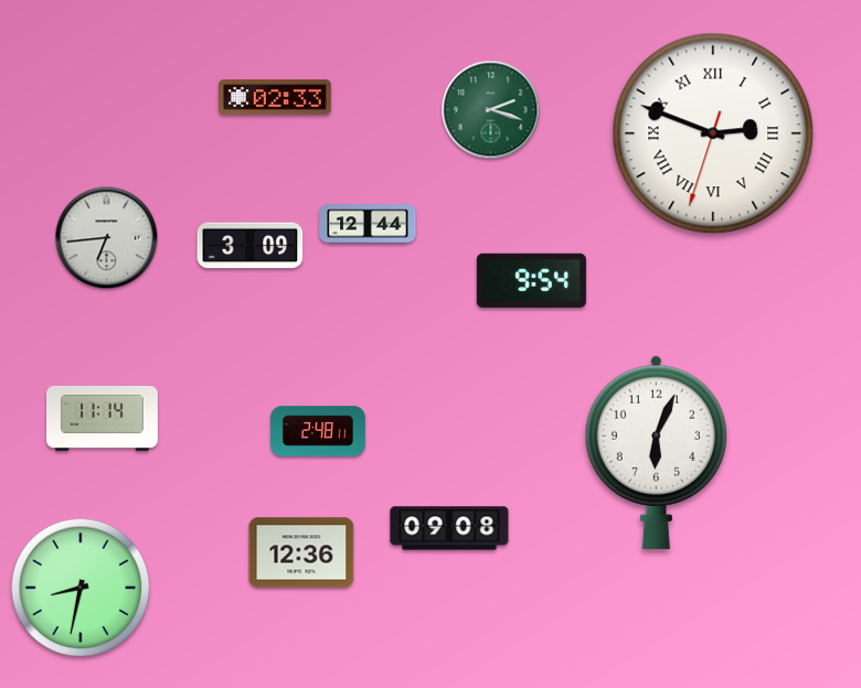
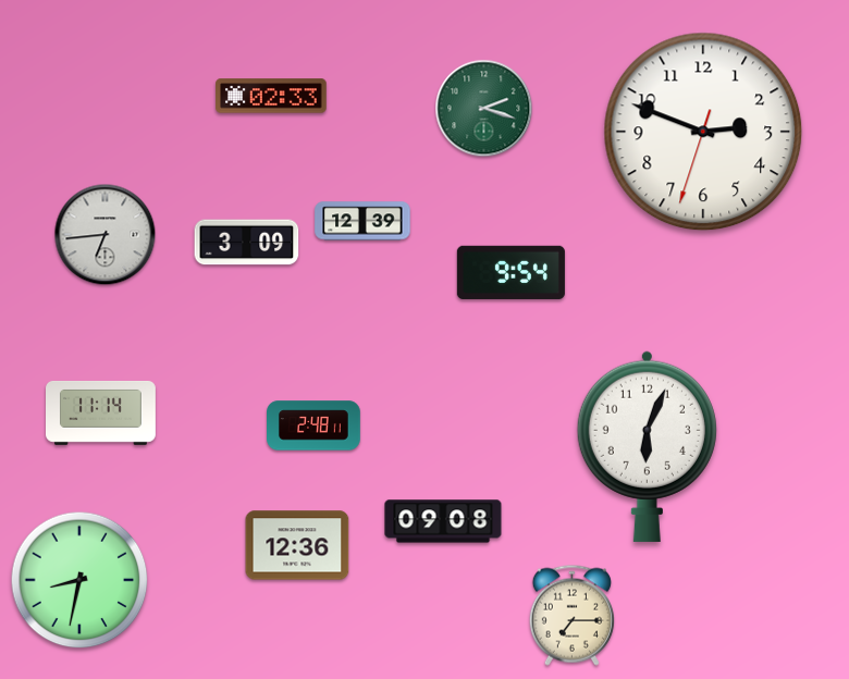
clock at (713, 133) numerals: Roman -> Arabic
clock at (368, 224): 12:44 -> 12:39
clock at (531, 280) position: (531, 280) -> (510, 272)
clock at (571, 615): none -> 7:15
